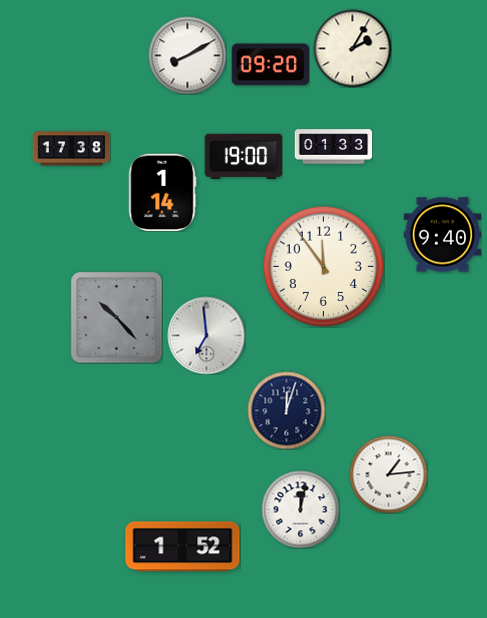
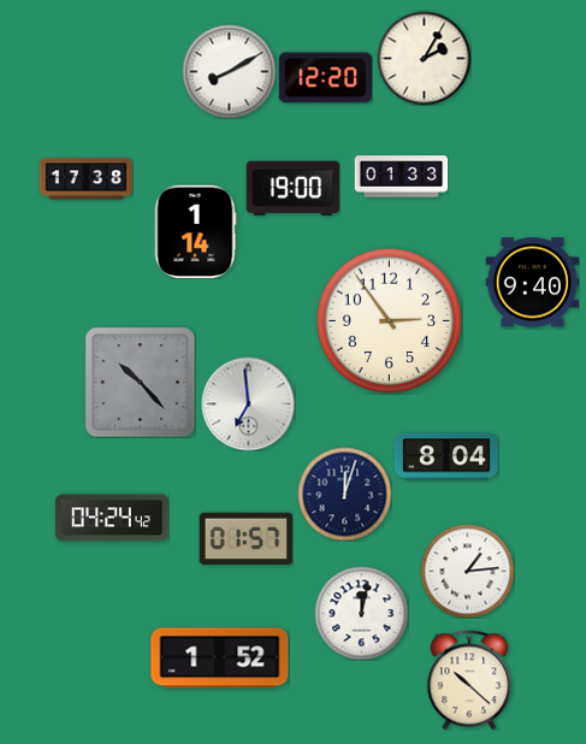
clock at (187, 55) position: (187, 55) -> (229, 71)
clock at (270, 65): 09:20 -> 12:20
clock at (323, 266): 11:54 -> 2:54
clock at (446, 456): none -> 8:04
clock at (112, 518): none -> 04:24
clock at (245, 539): none -> 01:57
clock at (469, 680): none -> 10:22
